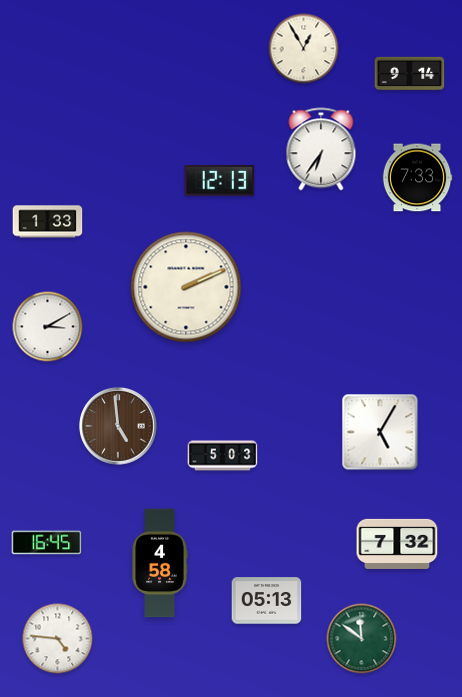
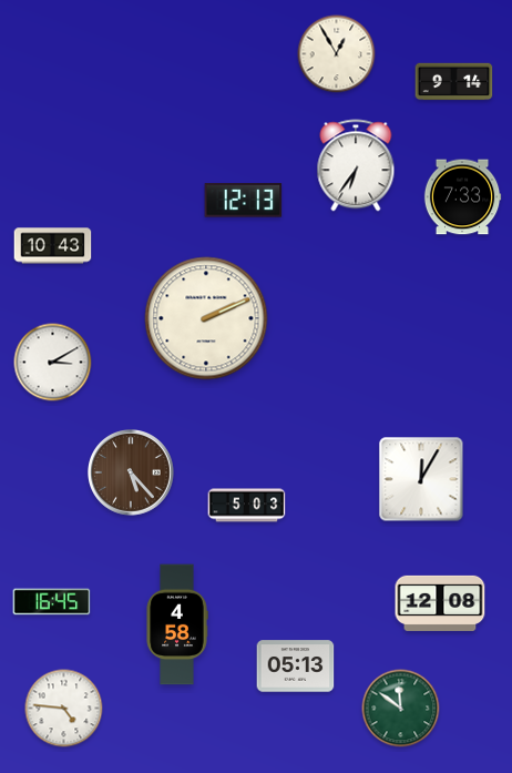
clock at (48, 222): 1:33 -> 10:43
clock at (119, 427): 4:59 -> 5:23
clock at (380, 432): 5:05 -> 12:05
clock at (397, 544): 7:32 -> 12:08
